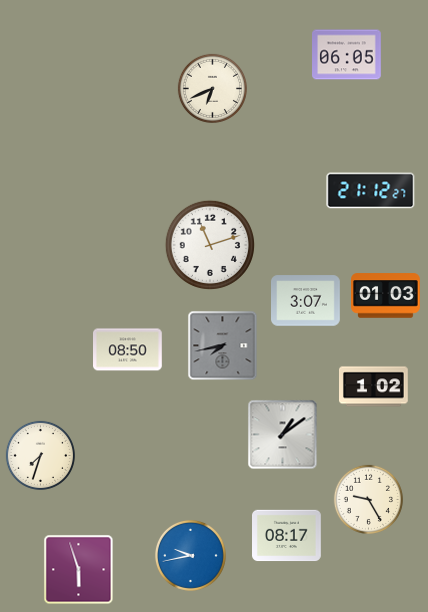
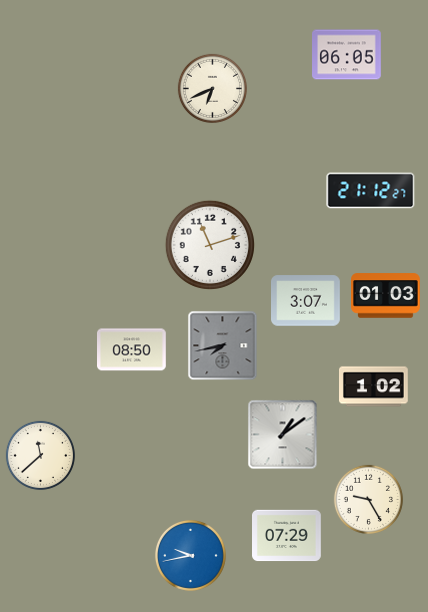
clock at (128, 350) position: (128, 350) -> (132, 350)
clock at (40, 455): 7:33 -> 11:38
clock at (287, 536): 08:17 -> 07:29
clock at (79, 570): 5:57 -> none
